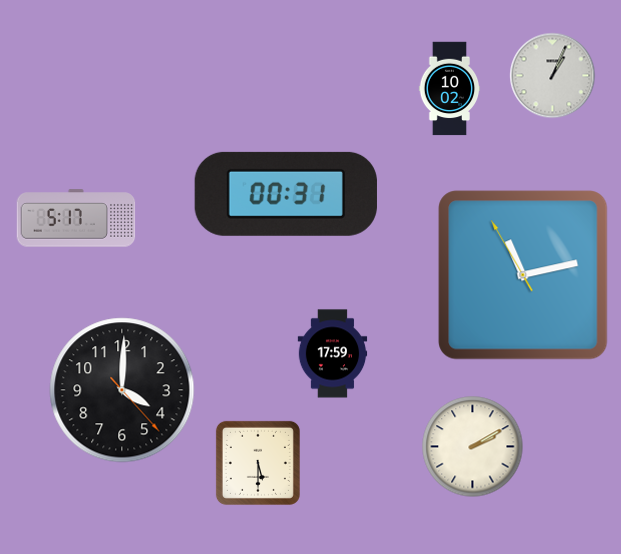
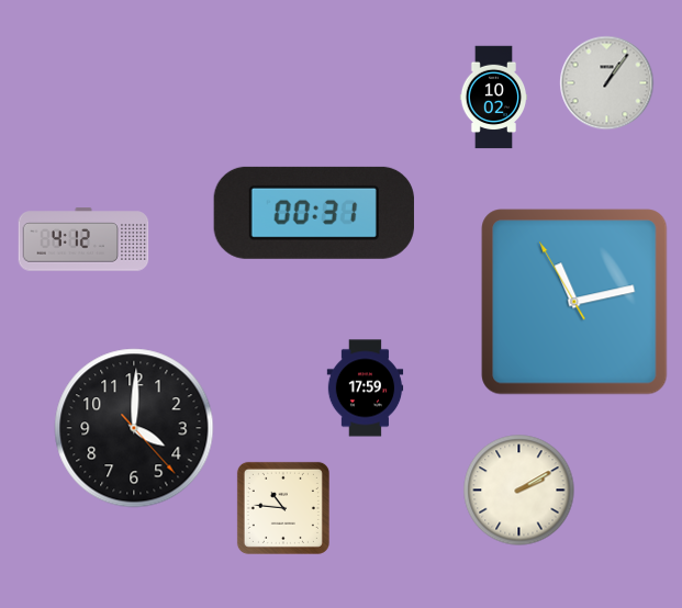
clock at (553, 76): 1:04 -> 1:06
clock at (76, 218): 5:17 -> 4:12
clock at (258, 463): 5:30 -> 10:46
